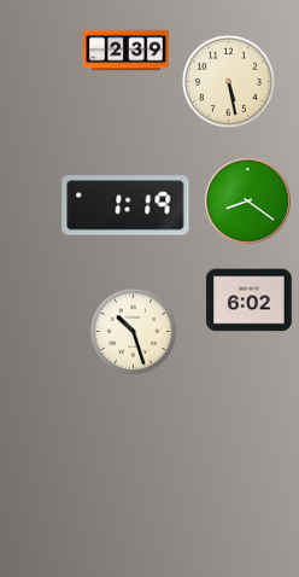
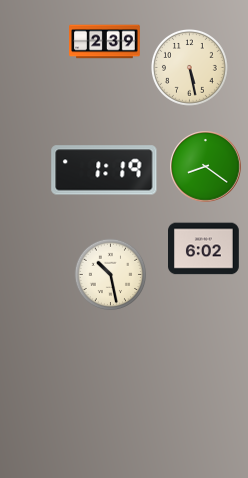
clock at (250, 301) position: (250, 301) -> (204, 249)
clock at (134, 332): 10:27 -> 10:28
